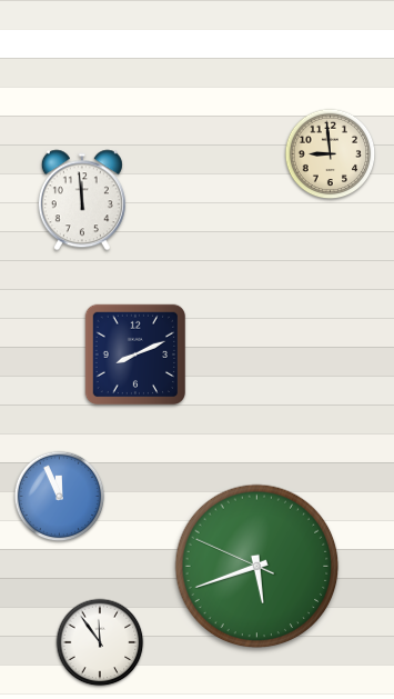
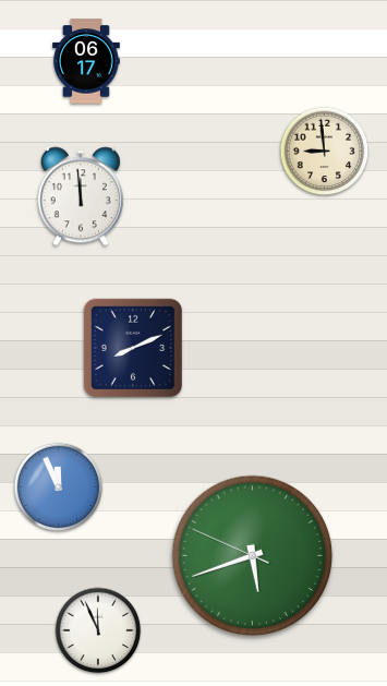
clock at (87, 61): none -> 06:17
clock at (100, 642): 11:54 -> 11:56
